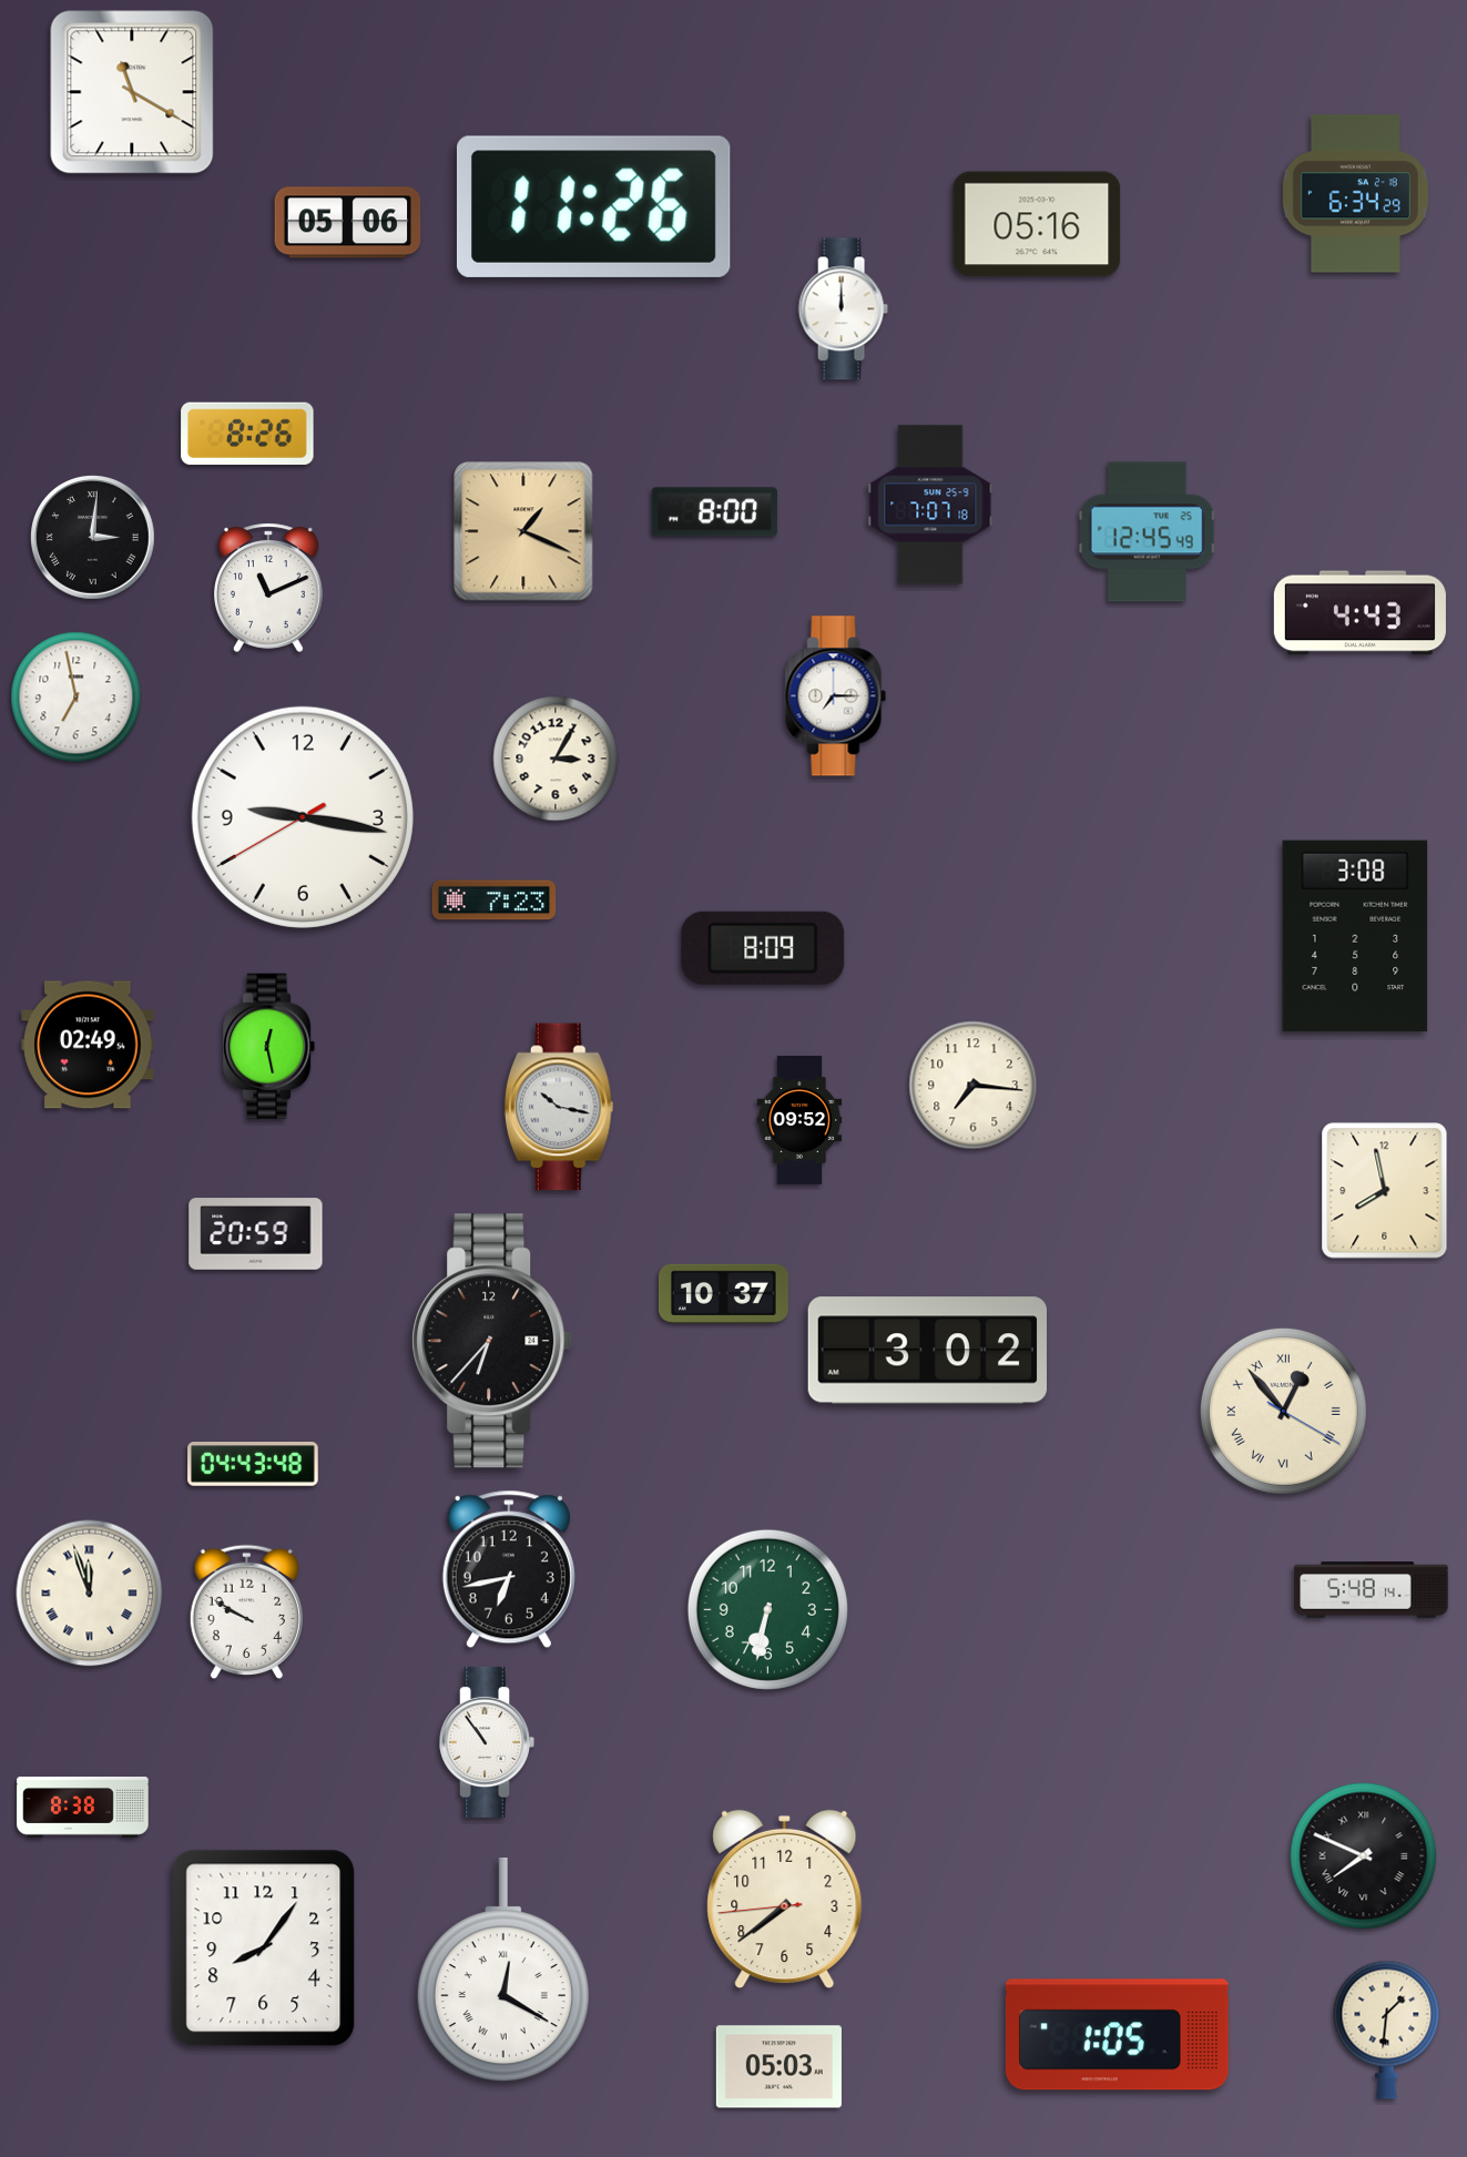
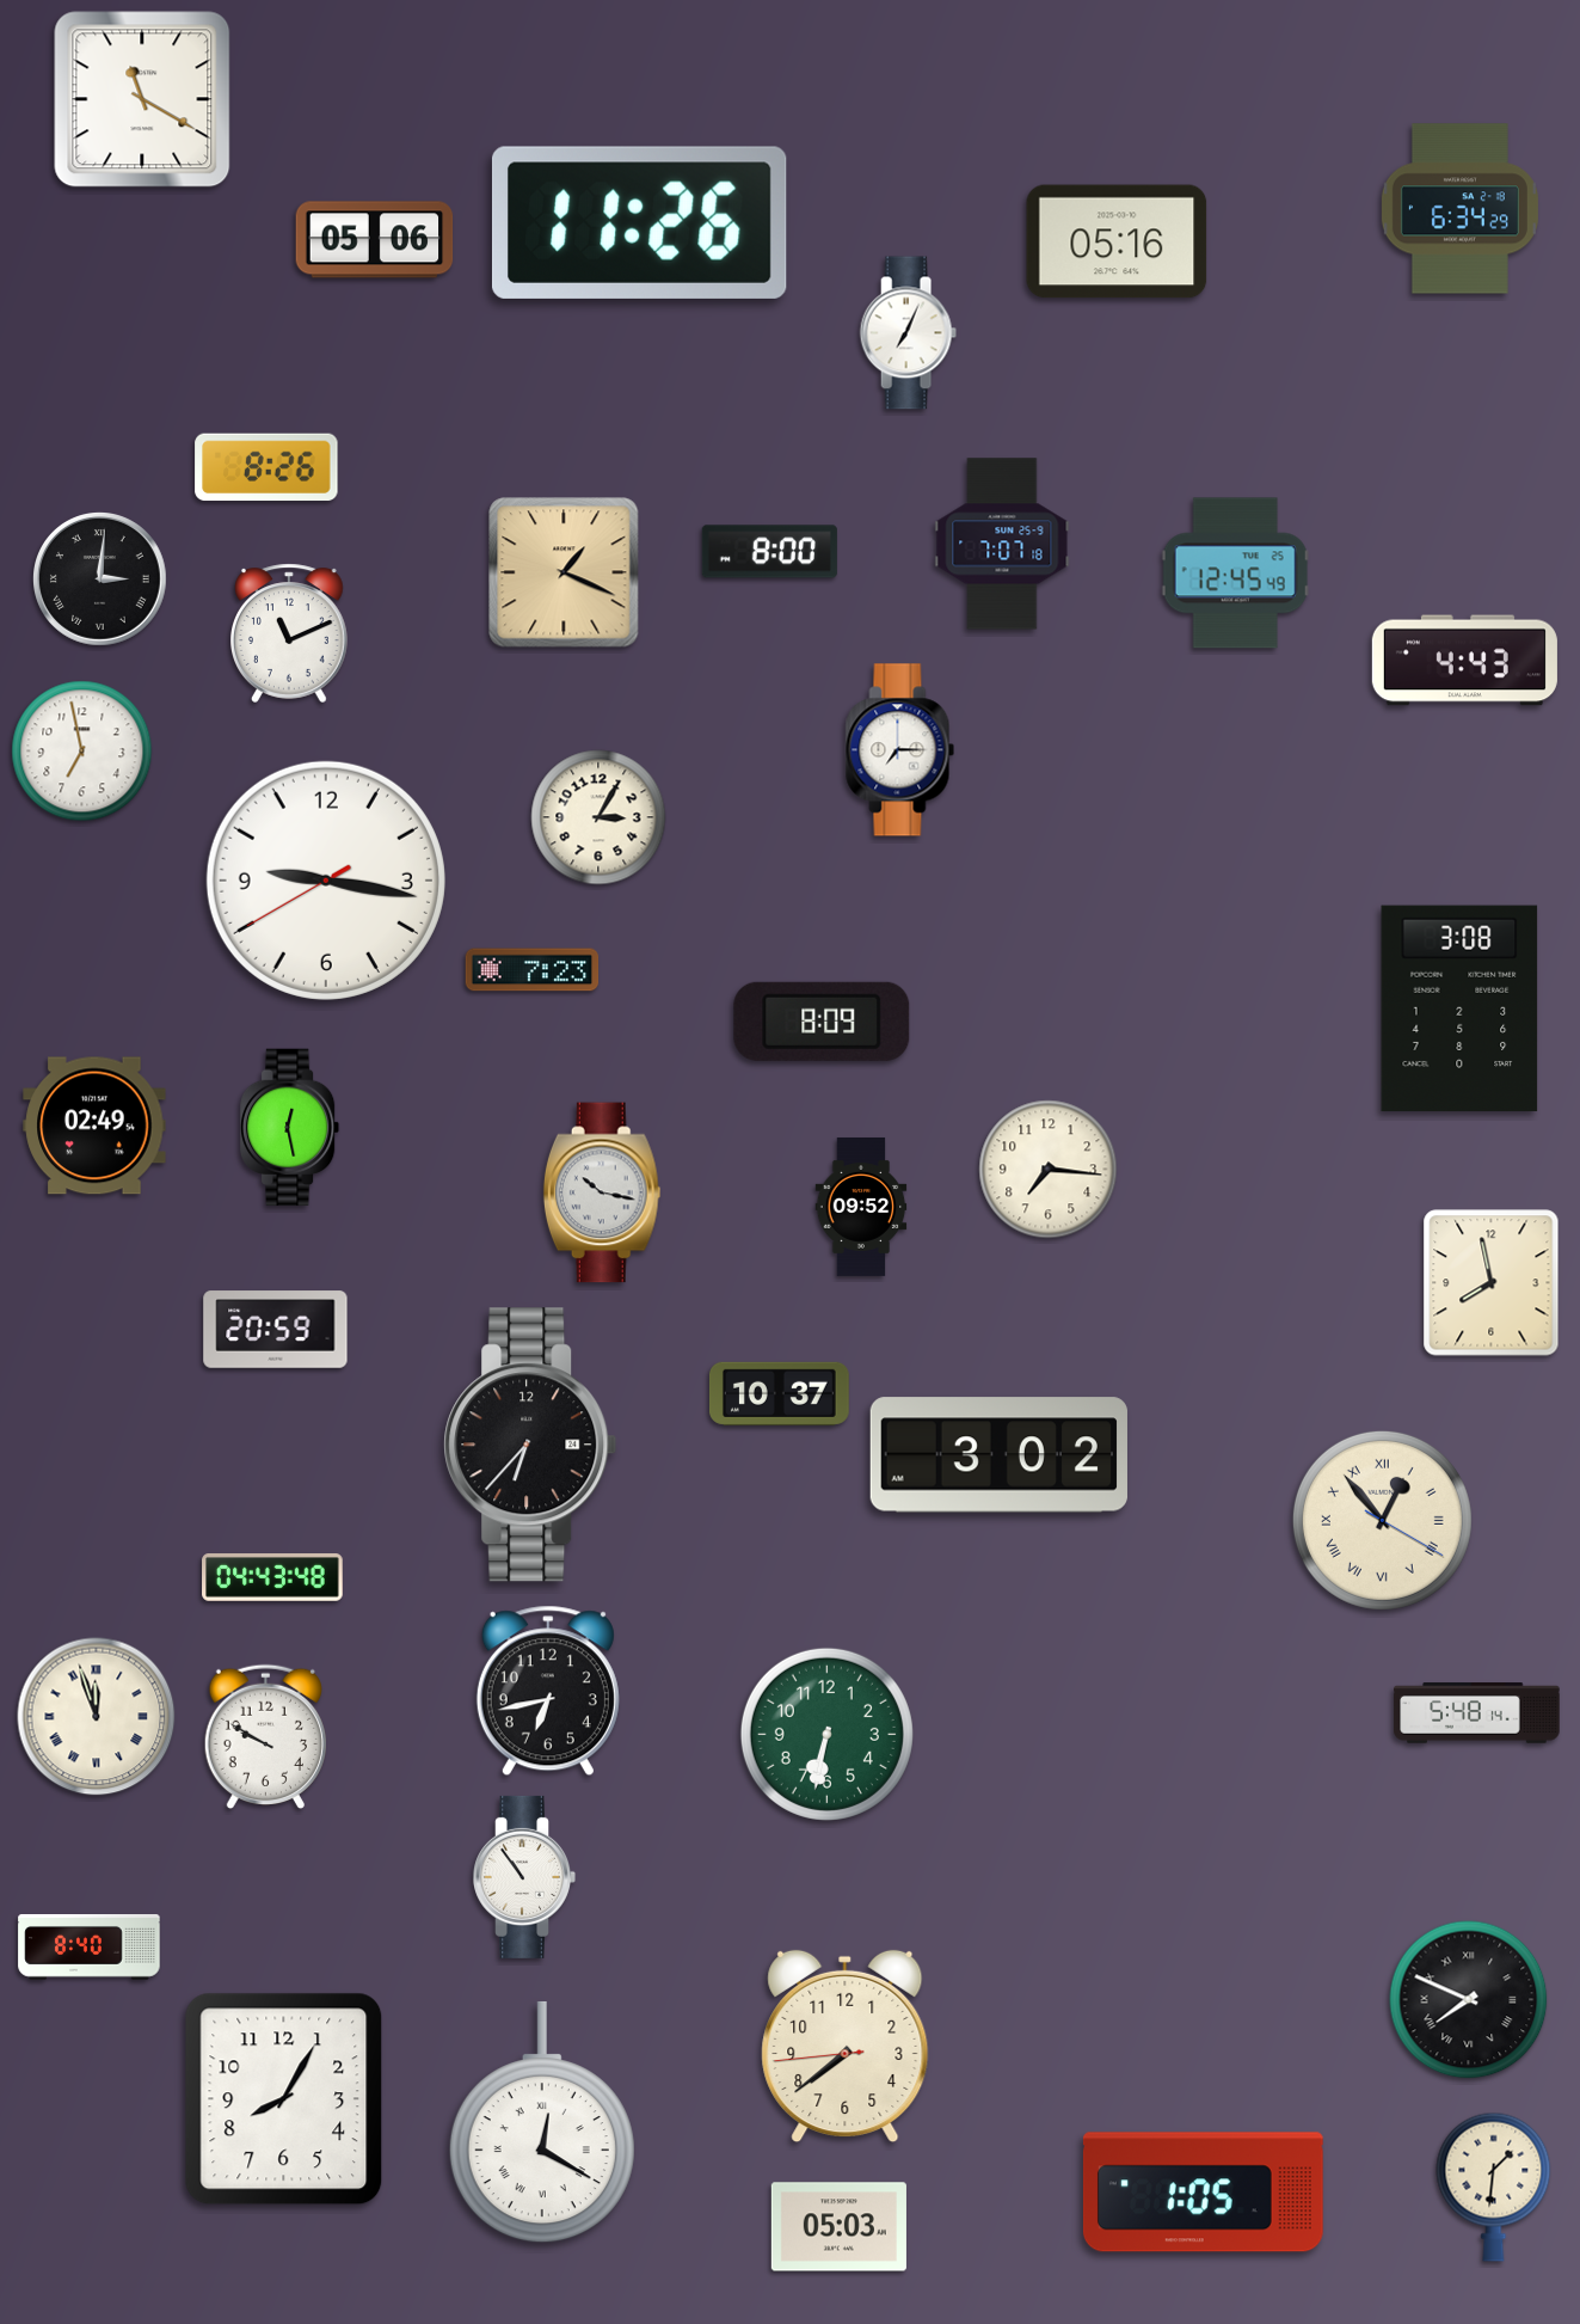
clock at (843, 309): 12:00 -> 7:04
clock at (83, 1808): 8:38 -> 8:40
clock at (264, 1949): 8:06 -> 8:05
